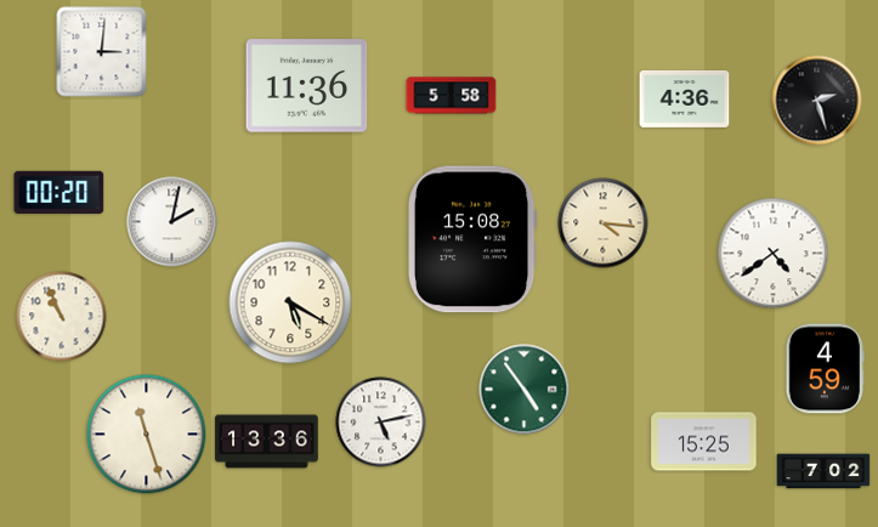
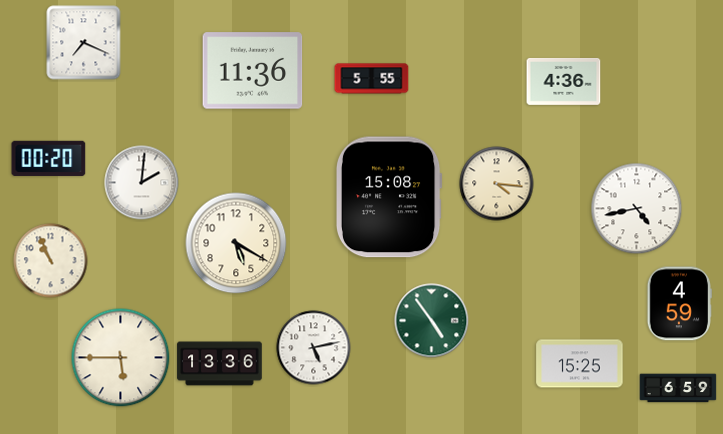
clock at (102, 52): 3:01 -> 7:19
clock at (452, 96): 5:58 -> 5:55
clock at (817, 101): 2:27 -> none
clock at (172, 222): 2:02 -> 2:01
clock at (774, 254): 4:39 -> 4:43
clock at (290, 302) position: (290, 302) -> (236, 243)
clock at (147, 435): 11:27 -> 5:45
clock at (823, 471): 7:02 -> 6:59
